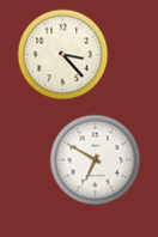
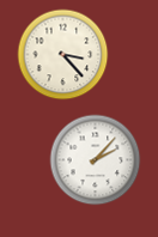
clock at (96, 160): 6:50 -> 2:07
